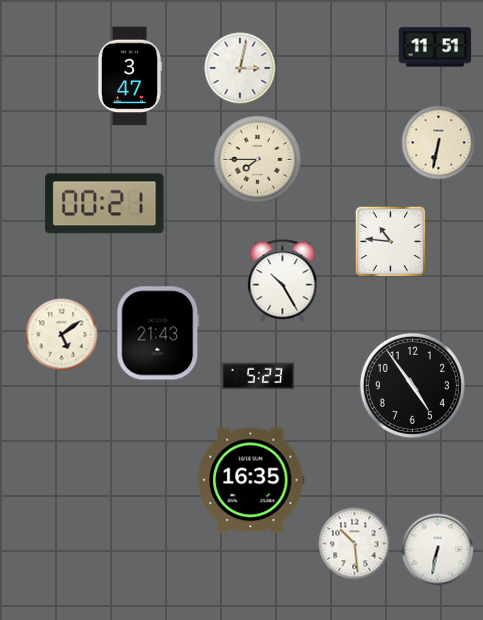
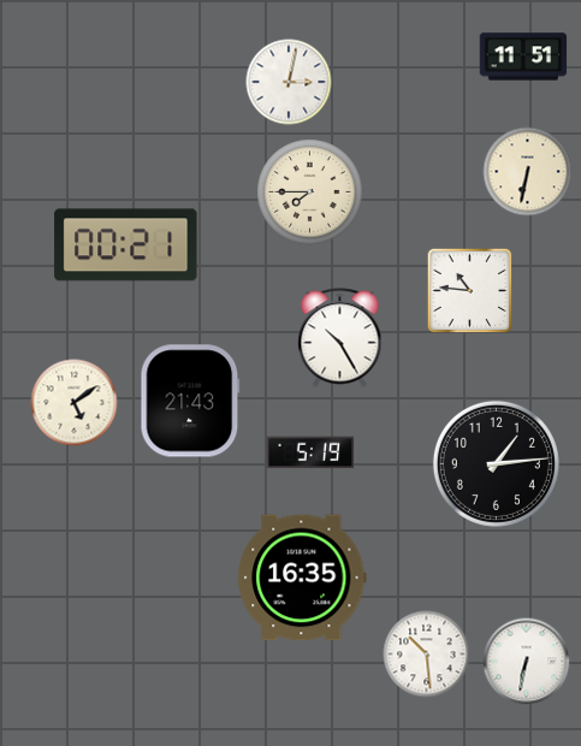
clock at (129, 76): 3:47 -> none
clock at (258, 376): 5:23 -> 5:19
clock at (412, 385): 4:54 -> 1:14
